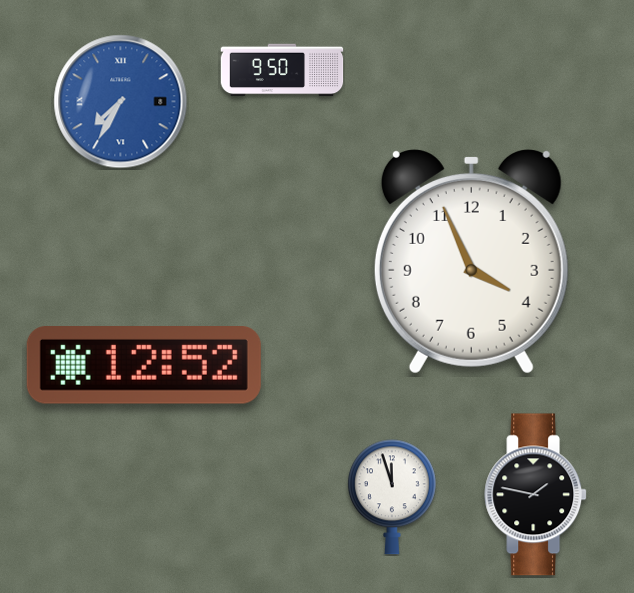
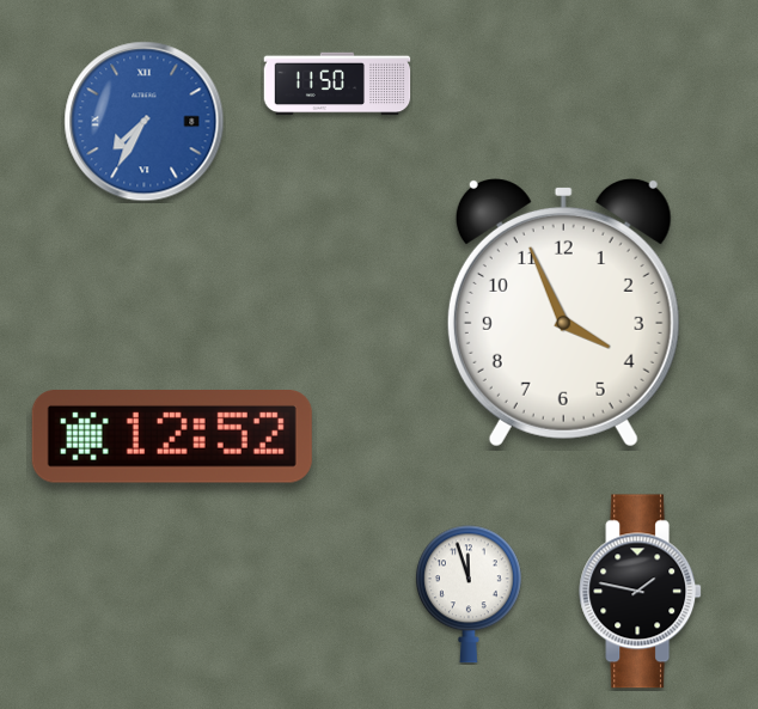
clock at (282, 70): 9:50 -> 11:50
